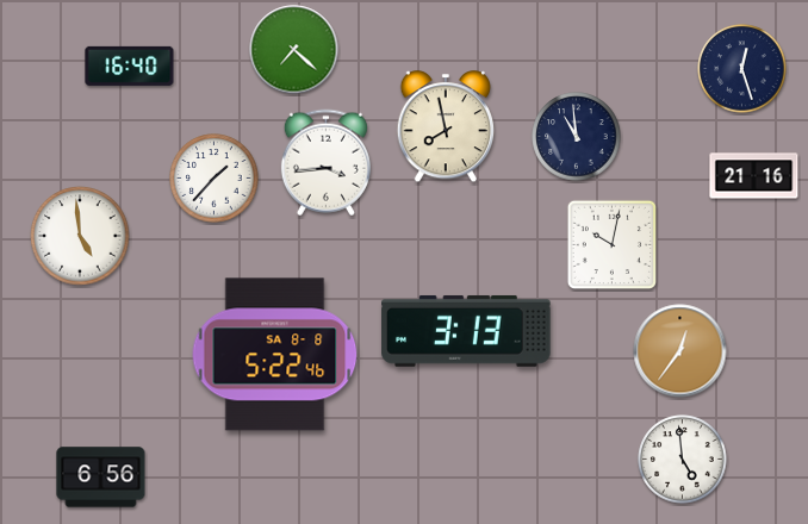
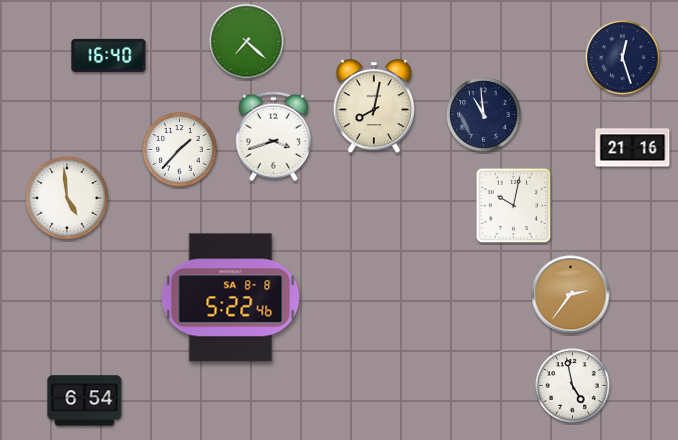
clock at (446, 127): 7:58 -> 8:02
clock at (325, 163): 3:44 -> 3:42
clock at (466, 331): 3:13 -> none
clock at (680, 351): 12:36 -> 2:36
clock at (683, 460): 4:59 -> 4:58
clock at (101, 478): 6:56 -> 6:54
